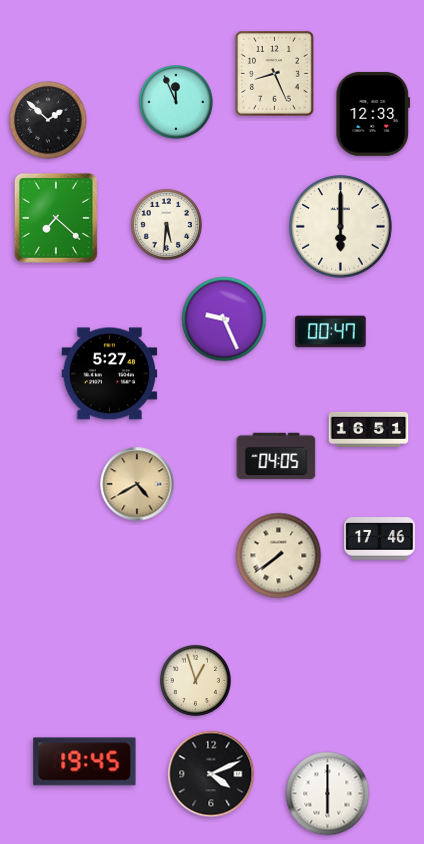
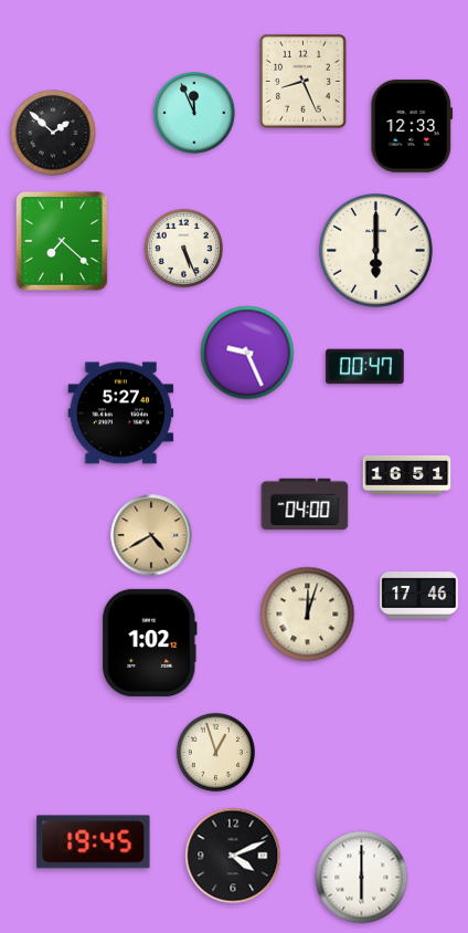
clock at (166, 224): 5:31 -> 5:26
clock at (276, 456): 04:05 -> 04:00
clock at (279, 556): 7:39 -> 12:03
clock at (150, 642): none -> 1:02
